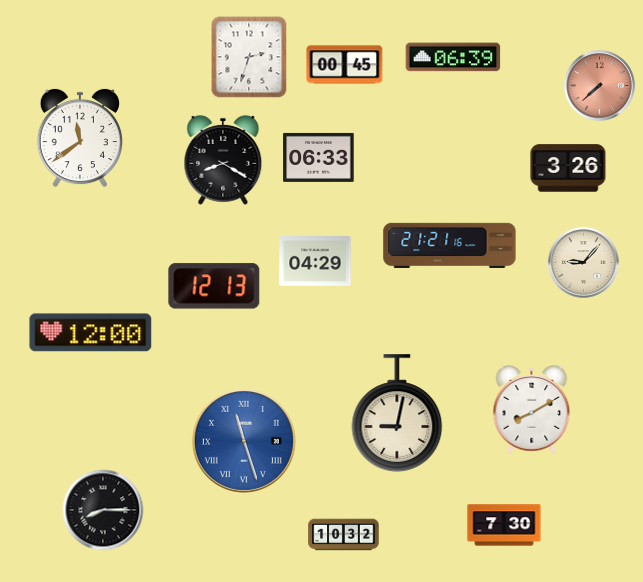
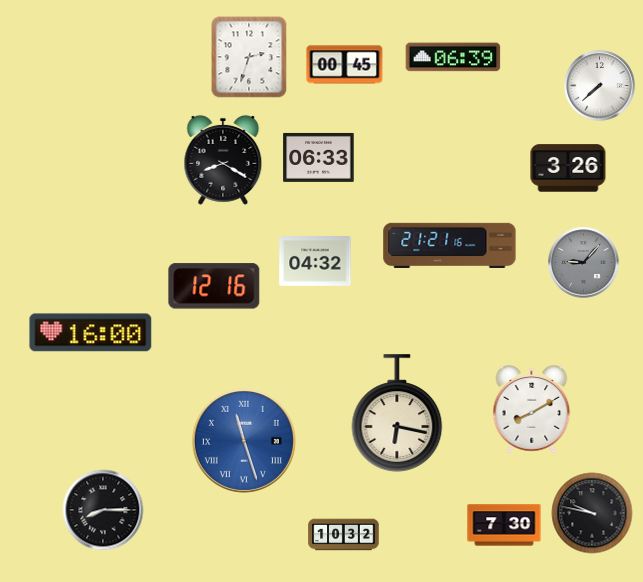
clock at (600, 86) dial: salmon -> white
clock at (80, 138): 11:39 -> none
clock at (315, 261): 04:29 -> 04:32
clock at (584, 263) dial: cream -> grey
clock at (214, 286): 12:13 -> 12:16
clock at (91, 333): 12:00 -> 16:00
clock at (397, 413): 9:02 -> 6:17
clock at (592, 513): none -> 9:47
